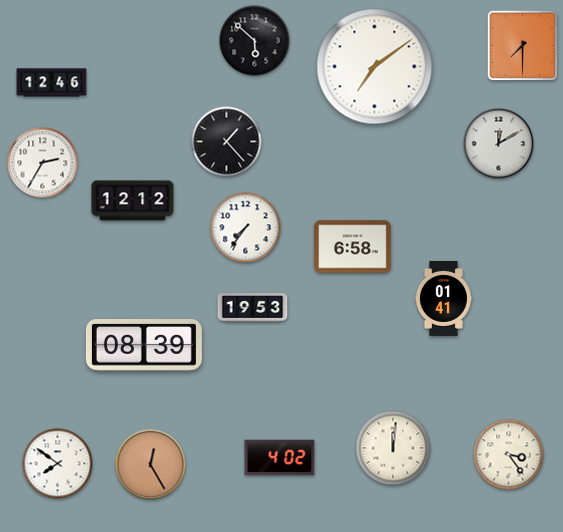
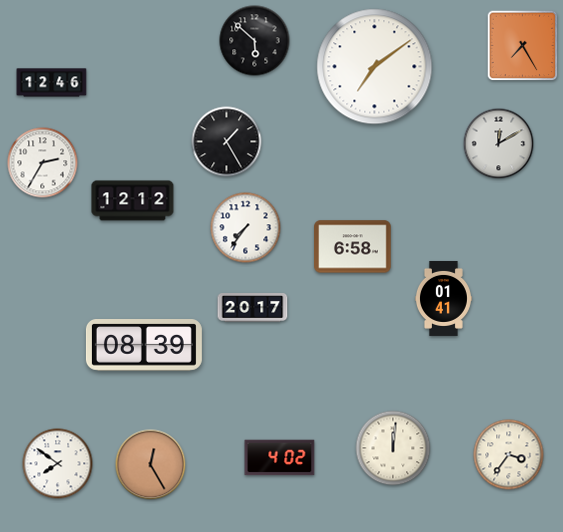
clock at (523, 46): 7:30 -> 7:25
clock at (227, 142): 1:23 -> 1:25
clock at (253, 308): 19:53 -> 20:17
clock at (509, 455): 3:24 -> 3:36
